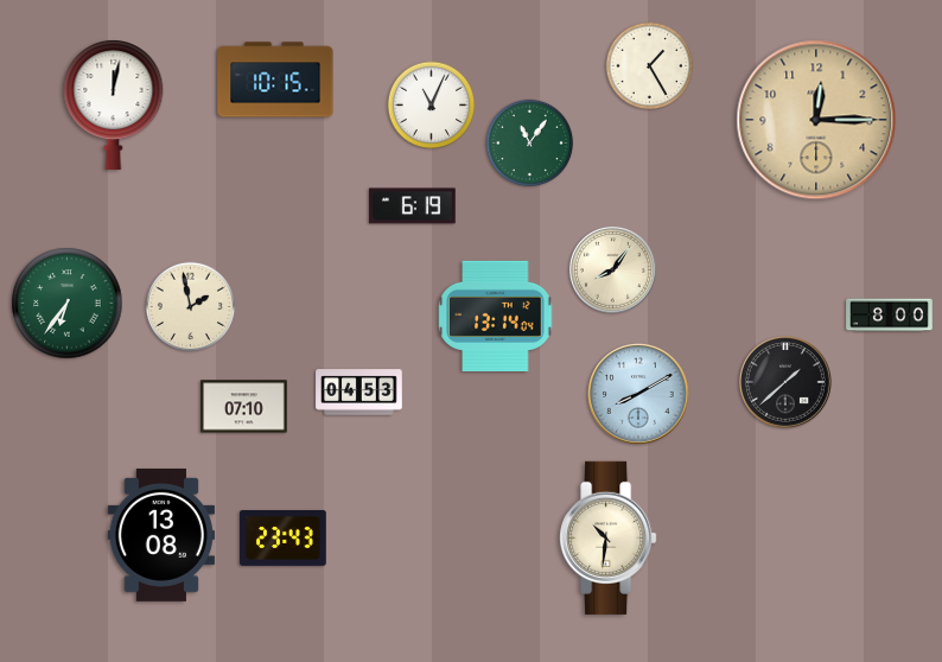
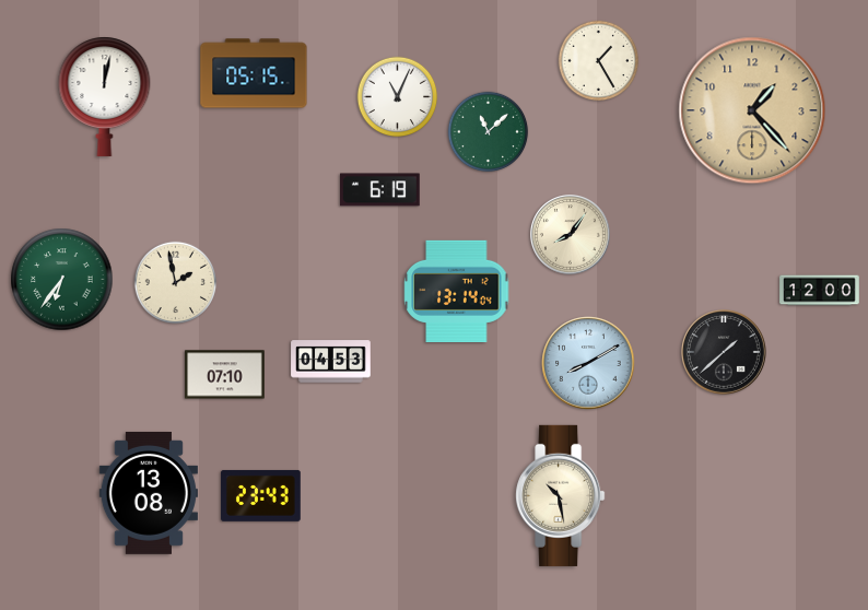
clock at (275, 79): 10:15 -> 05:15
clock at (816, 120): 12:15 -> 1:23
clock at (530, 144): 11:06 -> 11:08
clock at (612, 269) position: (612, 269) -> (570, 234)
clock at (890, 316): 8:00 -> 12:00
clock at (609, 537): 10:31 -> 10:28
